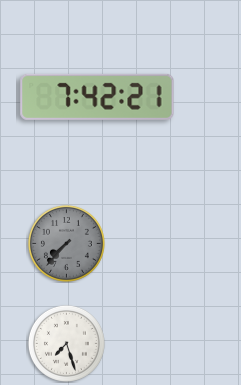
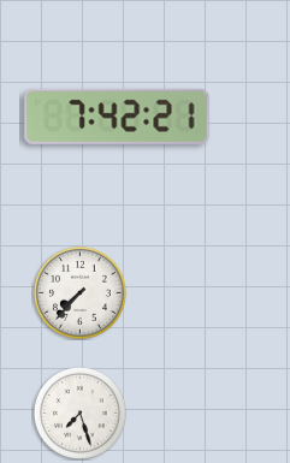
clock at (66, 243) dial: grey -> white
